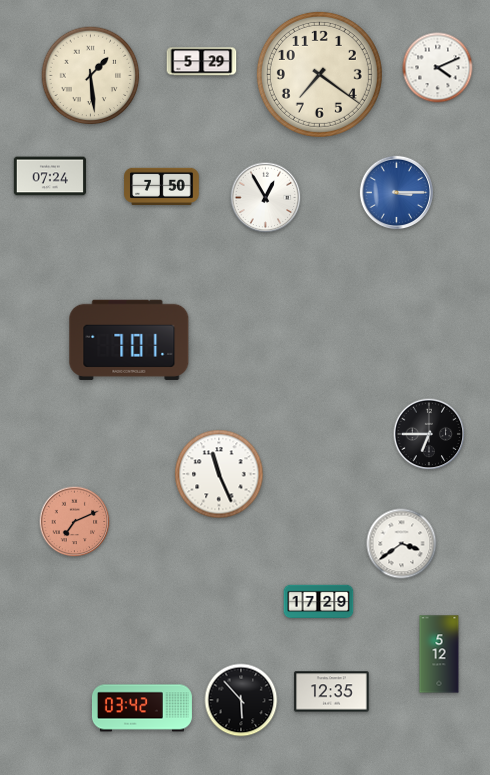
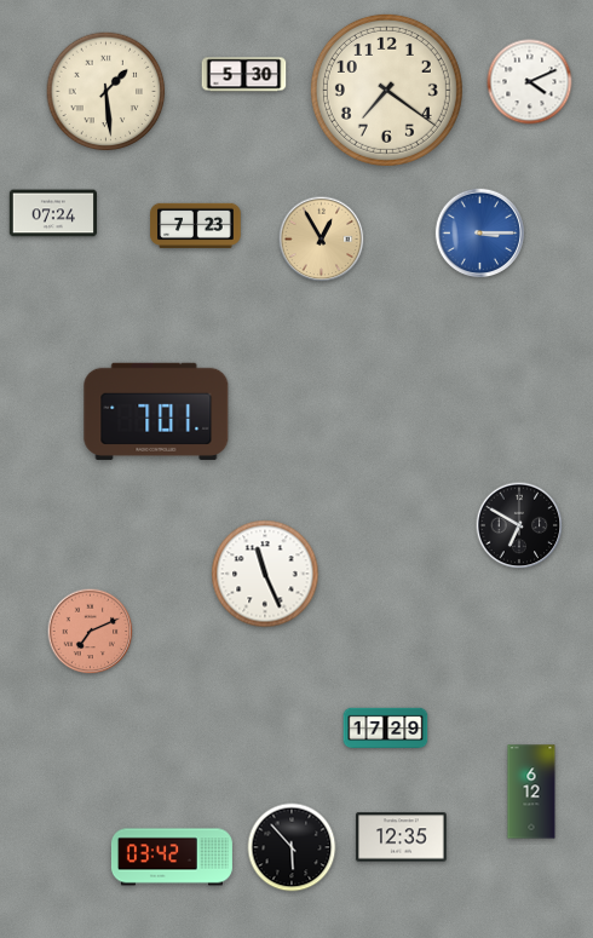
clock at (202, 62): 5:29 -> 5:30
clock at (91, 76) position: (91, 76) -> (106, 92)
clock at (50, 176) position: (50, 176) -> (53, 213)
clock at (162, 186): 7:50 -> 7:23
clock at (266, 198) dial: white -> champagne
clock at (429, 434): 6:45 -> 6:50
clock at (402, 544): 3:39 -> none
clock at (439, 654): 5:12 -> 6:12
